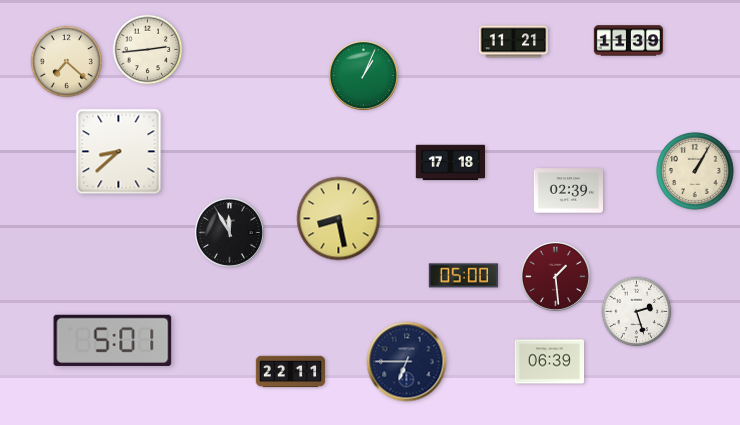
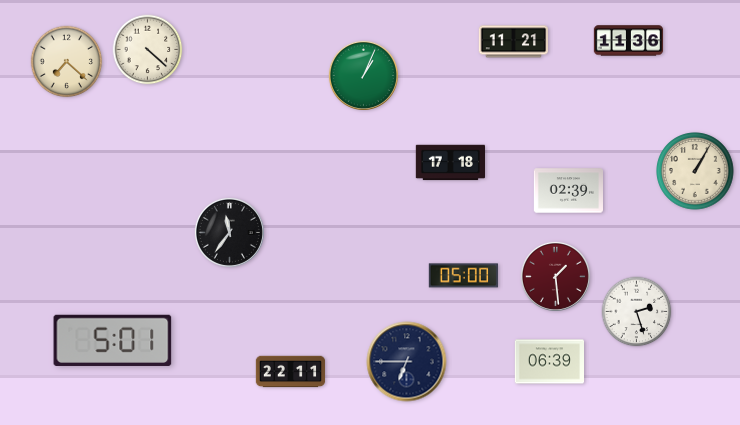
clock at (629, 41): 11:39 -> 11:36
clock at (148, 50): 2:44 -> 4:22
clock at (119, 152): 8:38 -> none
clock at (339, 219): 8:28 -> none
clock at (229, 232): 11:55 -> 11:36
